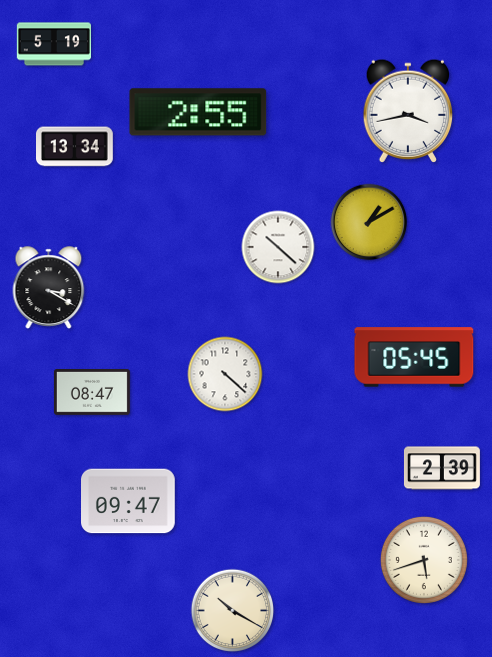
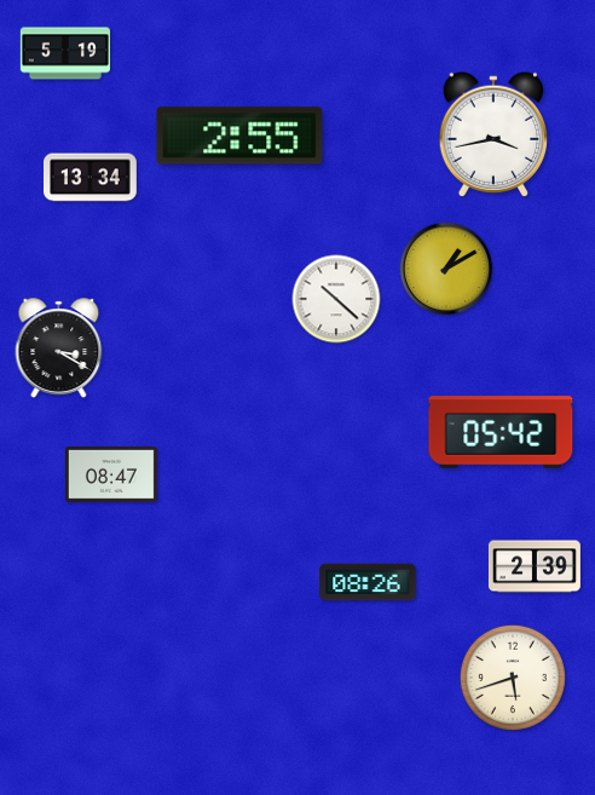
clock at (414, 357): 05:45 -> 05:42
clock at (225, 374): 4:22 -> none
clock at (368, 582): none -> 08:26
clock at (128, 501): 09:47 -> none
clock at (233, 611): 10:20 -> none
